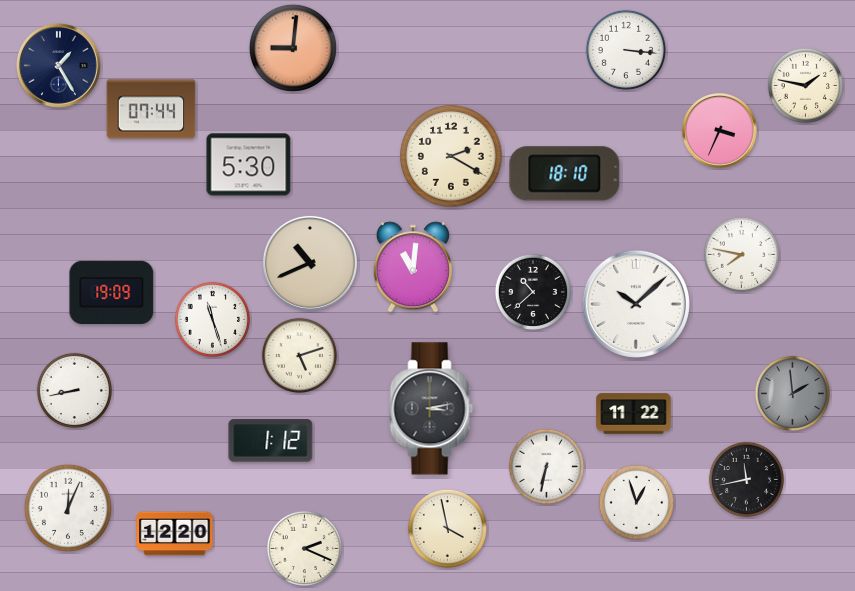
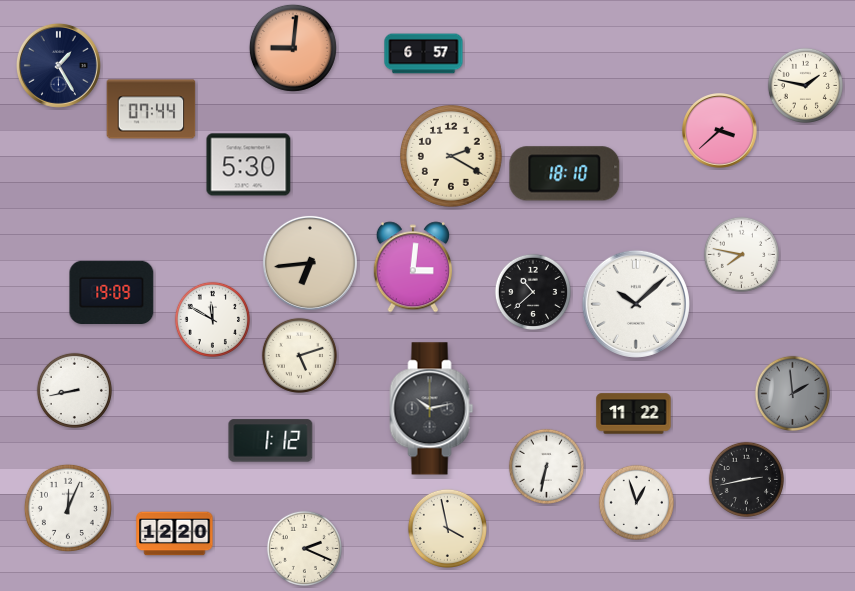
clock at (626, 50): 3:16 -> none
clock at (424, 54): none -> 6:57
clock at (720, 131): 3:34 -> 3:38
clock at (310, 263): 10:41 -> 6:44
clock at (413, 267): 11:01 -> 3:01
clock at (212, 319): 11:27 -> 11:50
clock at (432, 409): 3:13 -> 10:13
clock at (746, 479): 11:43 -> 2:43
